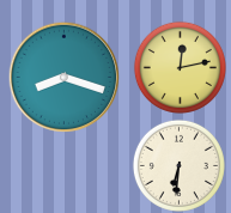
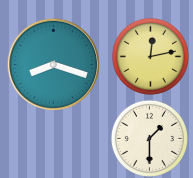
clock at (178, 165): 6:31 -> 1:30
